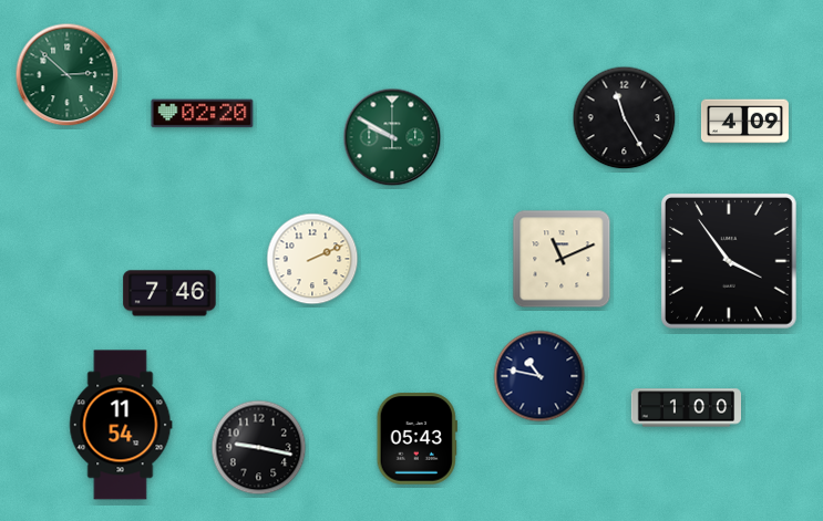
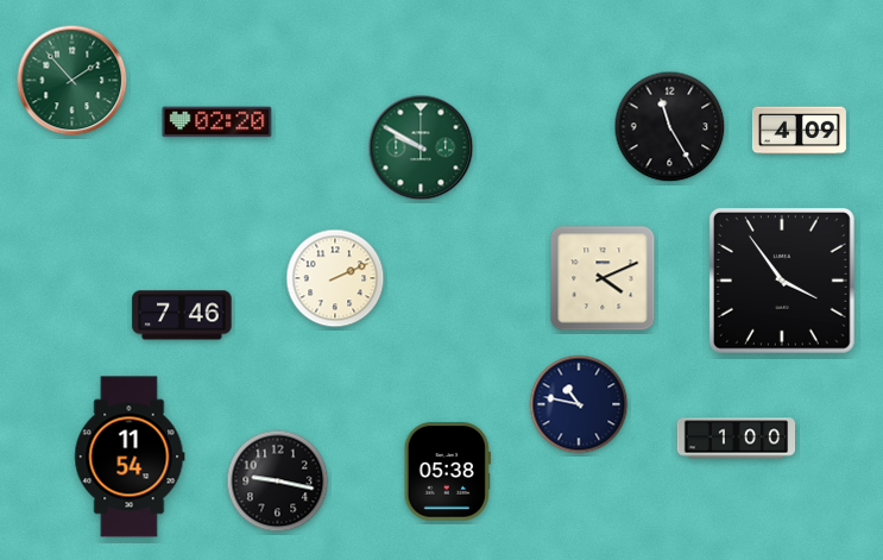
clock at (68, 75): 2:52 -> 1:53
clock at (562, 259): 11:11 -> 4:11
clock at (416, 439): 05:43 -> 05:38
